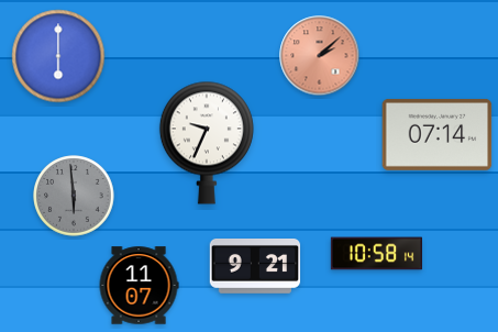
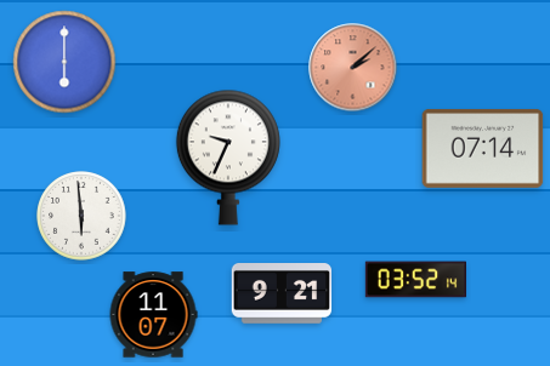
clock at (320, 56) position: (320, 56) -> (353, 68)
clock at (74, 196) dial: grey -> white
clock at (376, 254): 10:58 -> 03:52
